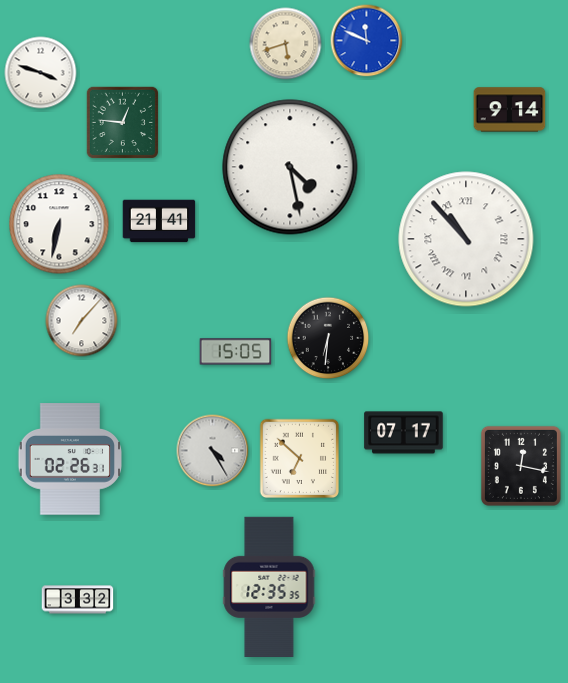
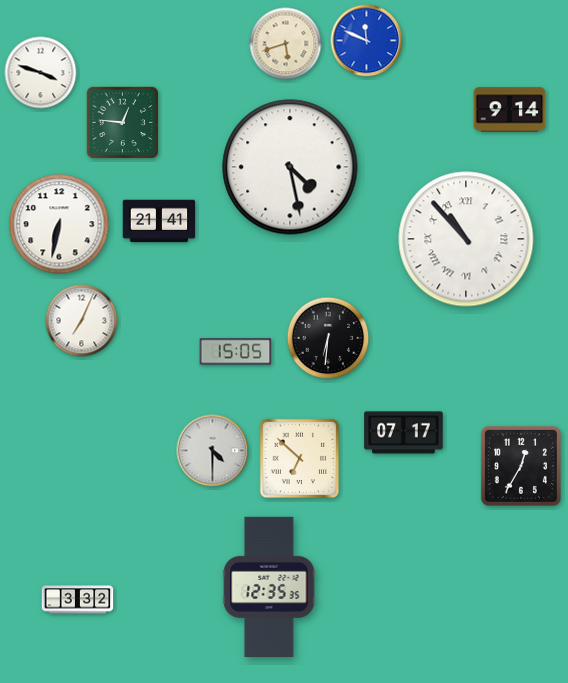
clock at (82, 321): 7:07 -> 7:04
clock at (213, 451): 4:25 -> 4:30
clock at (69, 459): 02:26 -> none
clock at (521, 466): 12:17 -> 12:35
